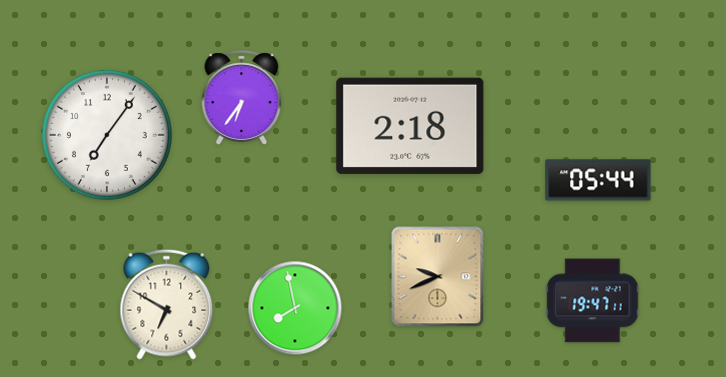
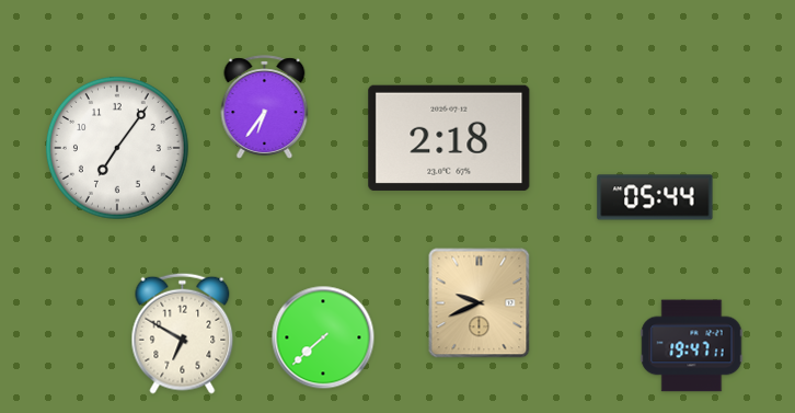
clock at (593, 301) position: (593, 301) -> (692, 346)
clock at (295, 308): 7:58 -> 7:38
